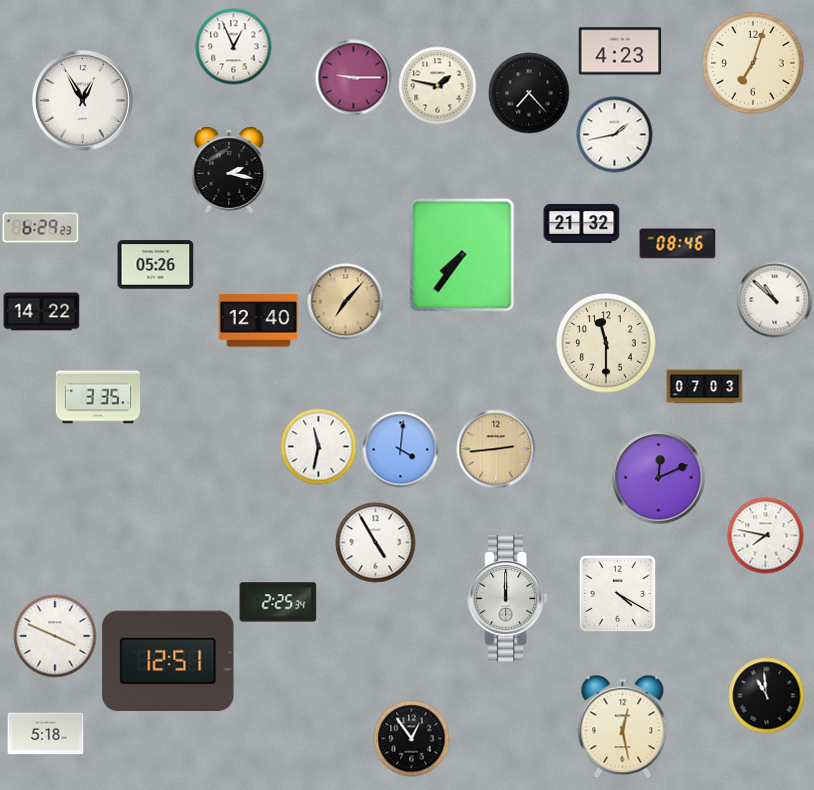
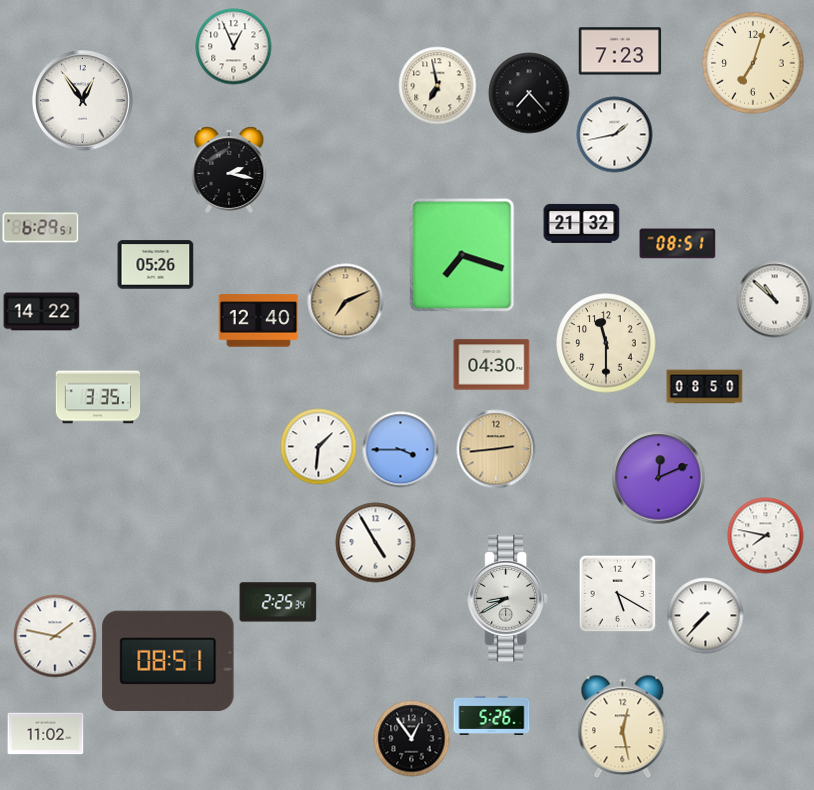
clock at (620, 51): 4:23 -> 7:23
clock at (354, 78): 9:15 -> none
clock at (438, 86): 1:47 -> 6:58
clock at (83, 101): 12:55 -> 12:54
clock at (41, 228): 6:29:23 -> 6:29:51
clock at (678, 244): 08:46 -> 08:51
clock at (462, 255): 7:36 -> 7:18
clock at (346, 302): 7:07 -> 7:11
clock at (492, 365): none -> 04:30
clock at (705, 387): 07:03 -> 08:50
clock at (319, 447): 11:32 -> 1:31
clock at (401, 450): 4:01 -> 3:45
clock at (617, 593): 4:20 -> 5:20
clock at (508, 599): 12:00 -> 8:40
clock at (706, 616): none -> 7:37
clock at (55, 636): 3:49 -> 1:47
clock at (168, 660): 12:51 -> 08:51
clock at (767, 696): 10:59 -> none
clock at (492, 715): none -> 5:26
clock at (46, 734): 5:18 -> 11:02
